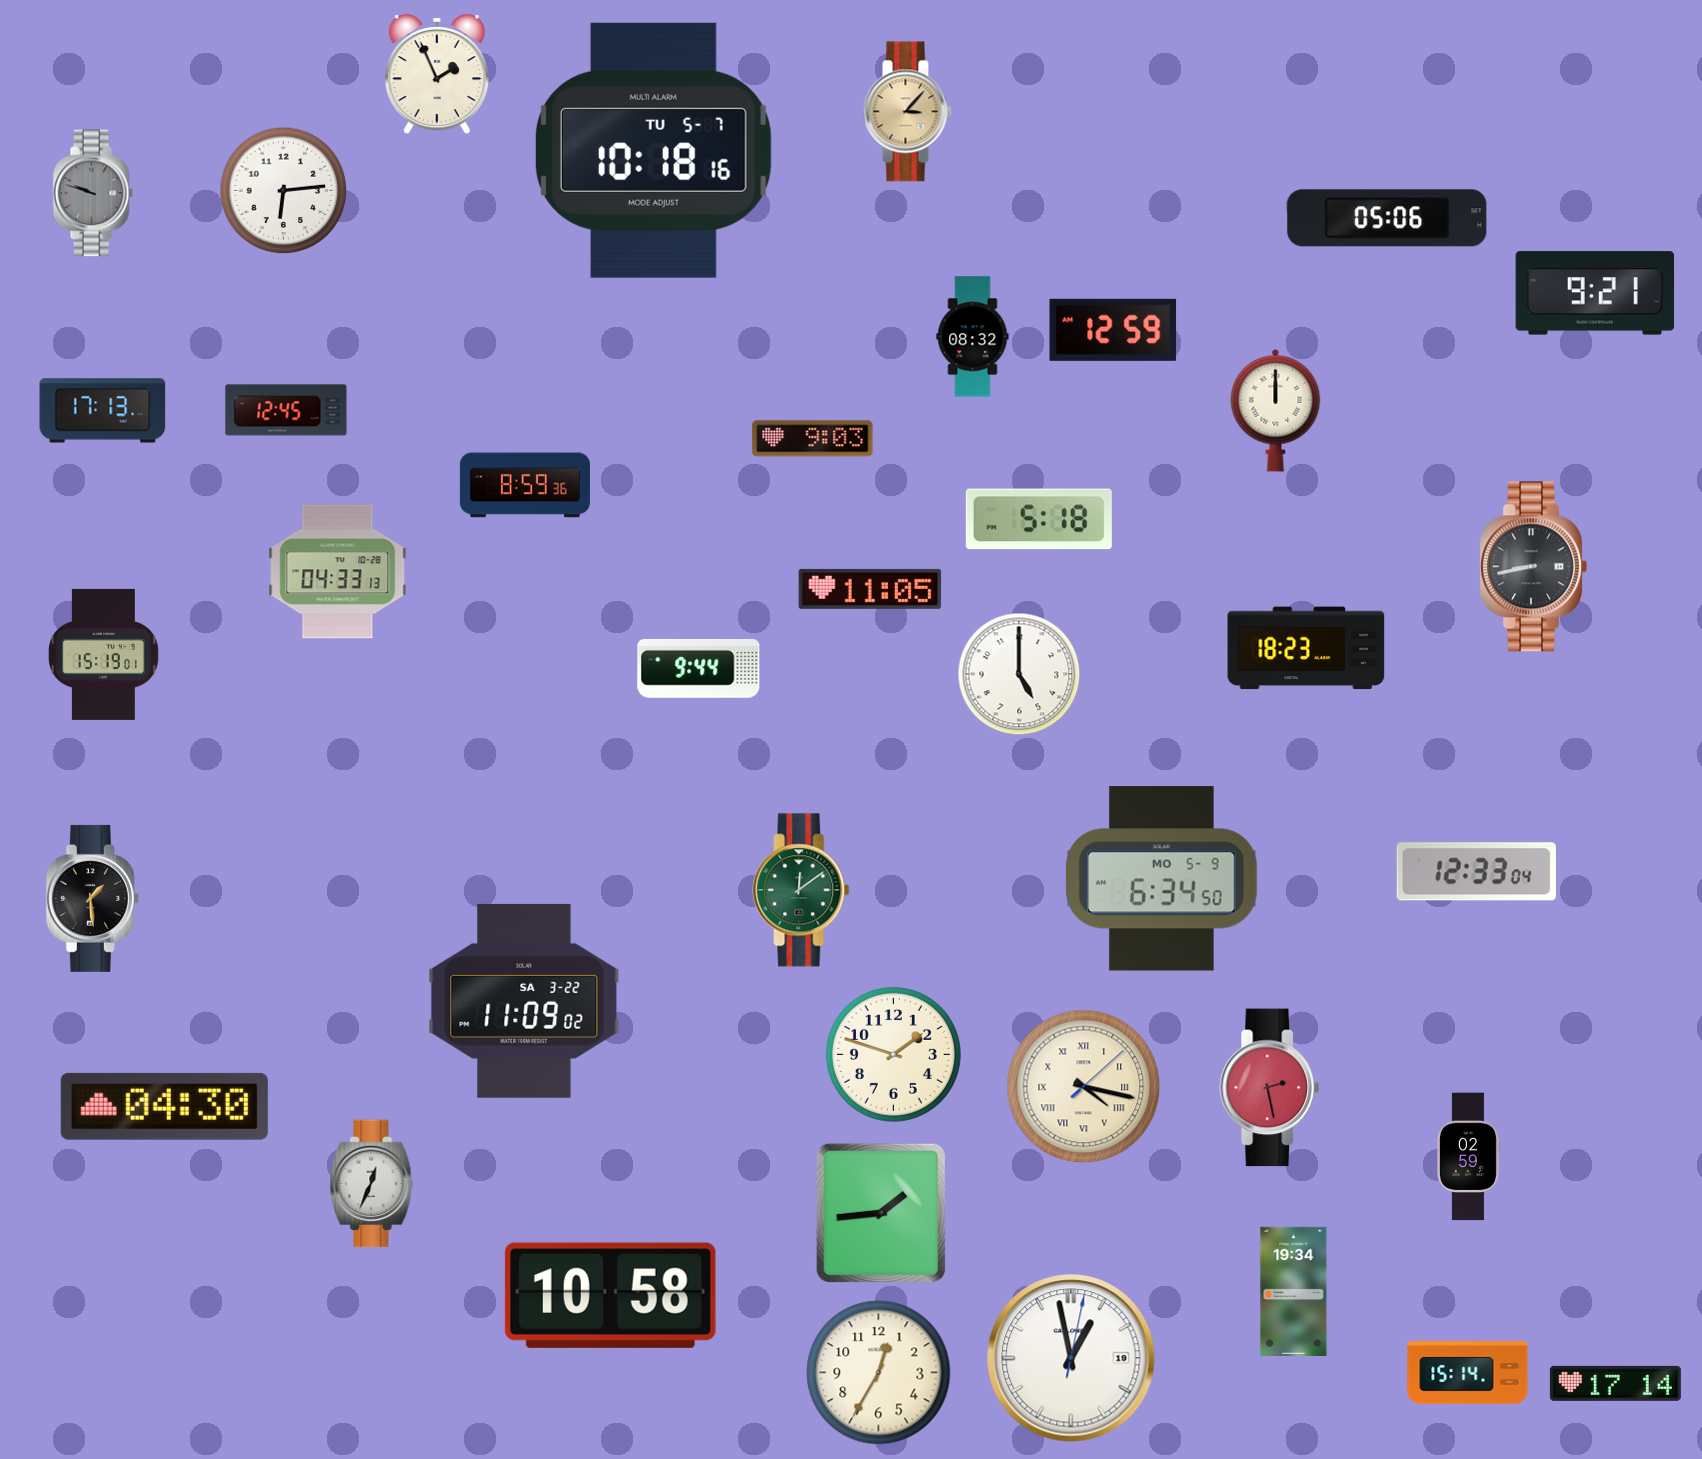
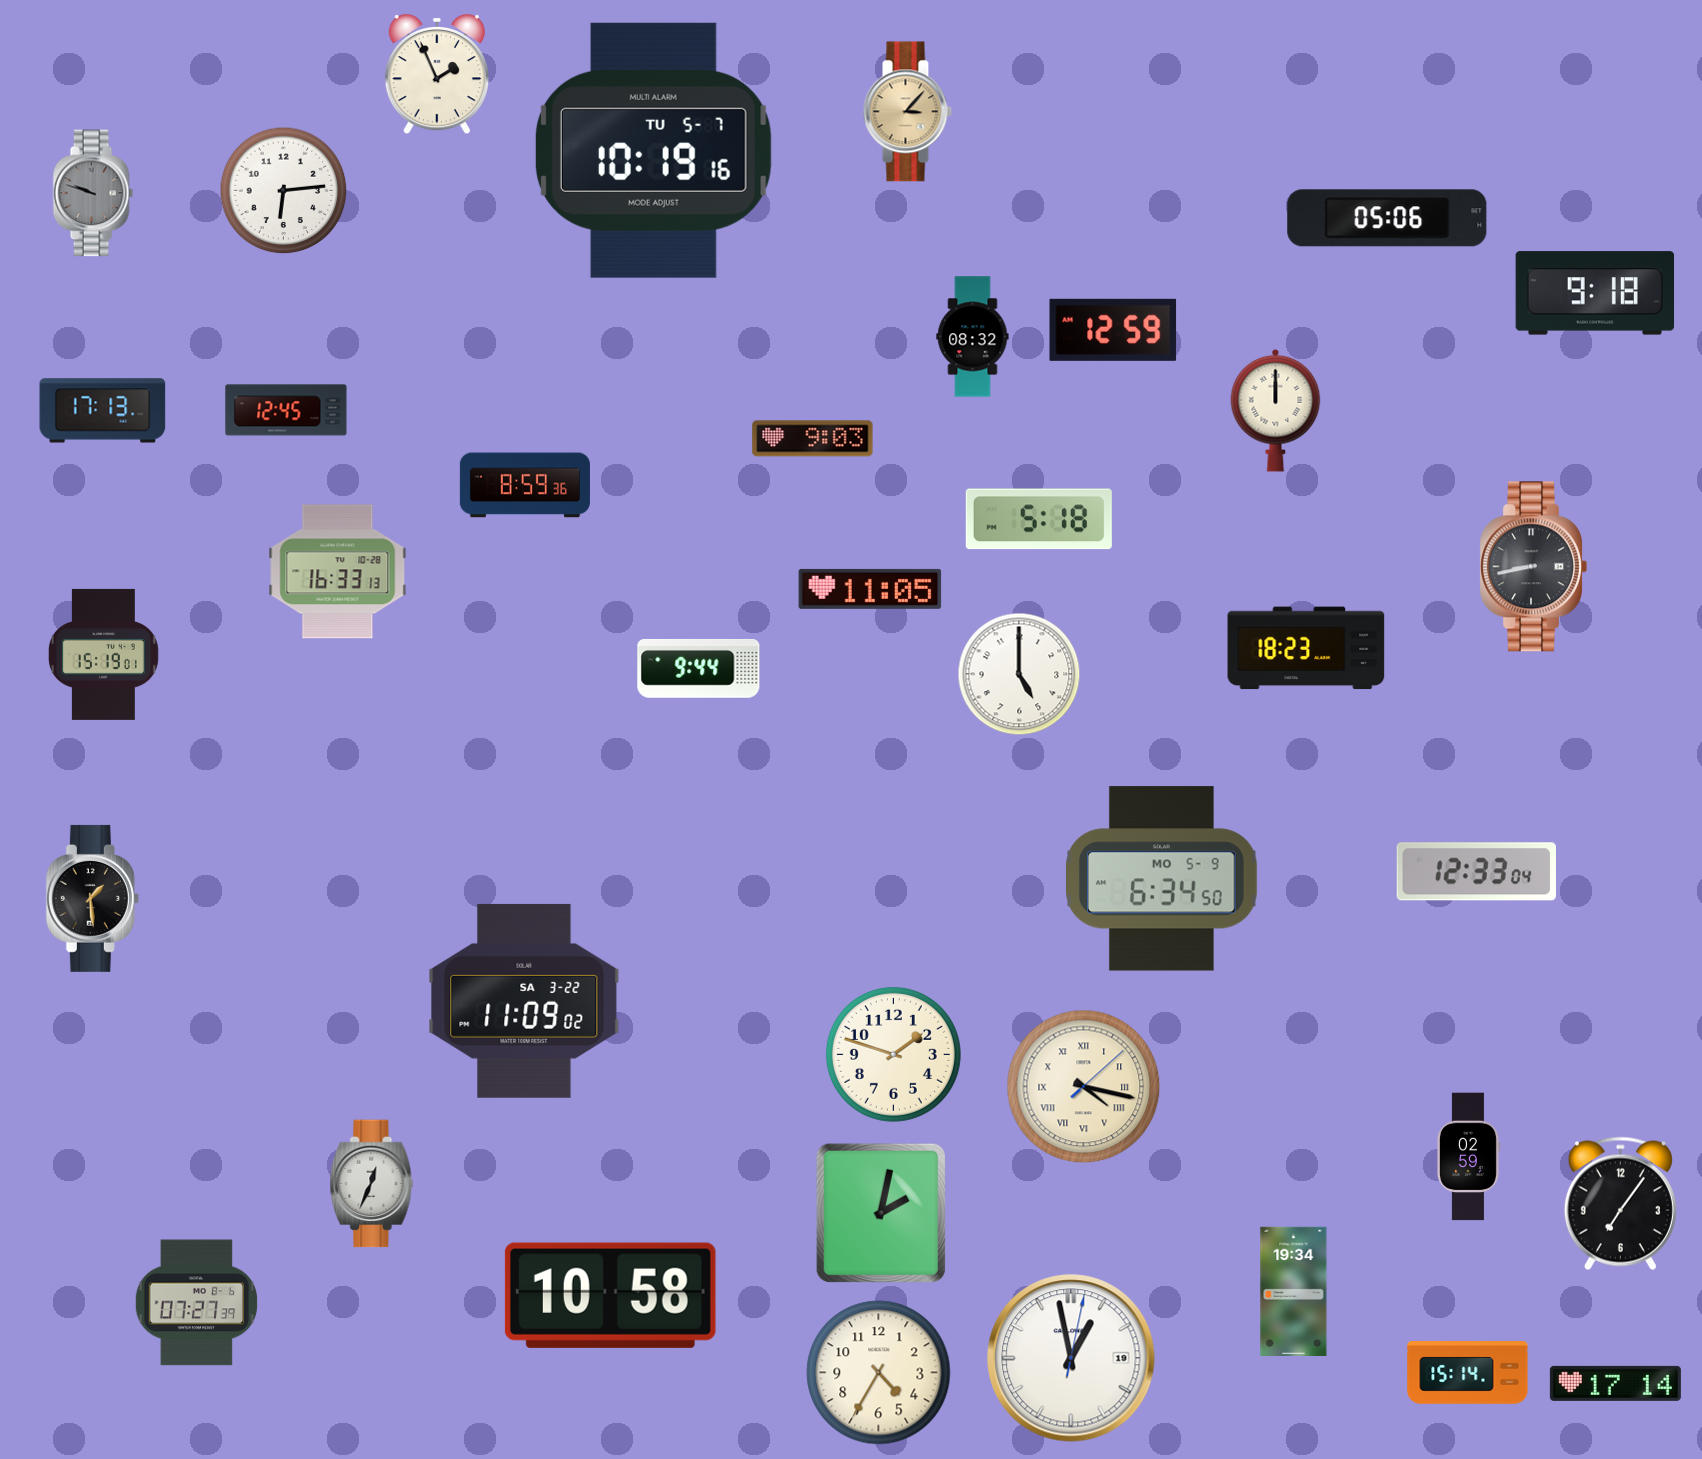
clock at (653, 150): 10:18 -> 10:19
clock at (1595, 293): 9:21 -> 9:18
clock at (338, 572): 04:33 -> 16:33
clock at (801, 890): 12:09 -> none
clock at (1270, 1088): 2:28 -> none
clock at (164, 1106): 04:30 -> none
clock at (1620, 1204): none -> 7:06
clock at (881, 1213): 1:44 -> 2:02
clock at (196, 1303): none -> 07:27
clock at (879, 1373): 12:35 -> 4:35
